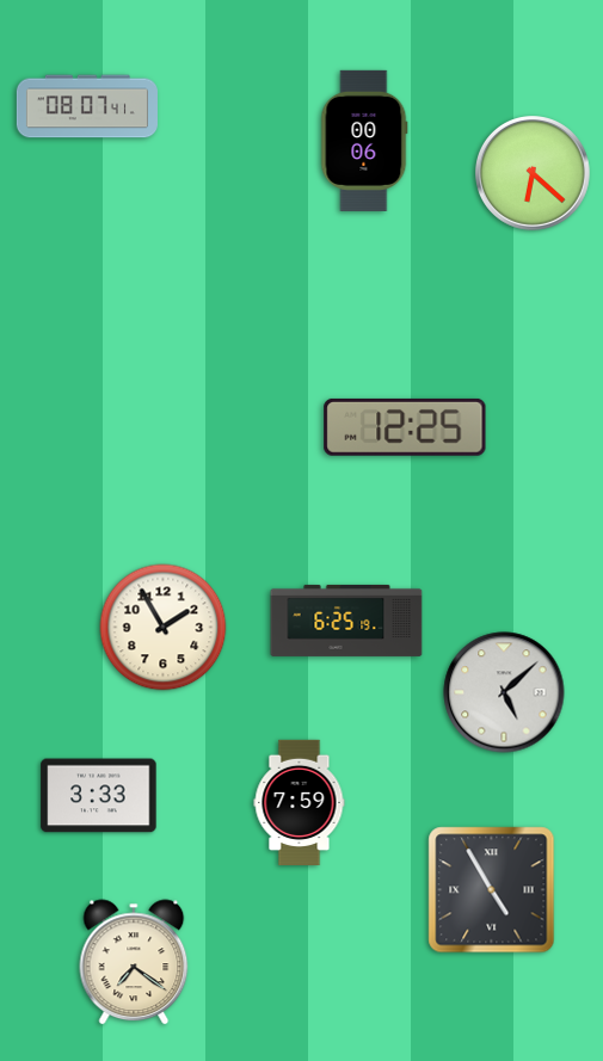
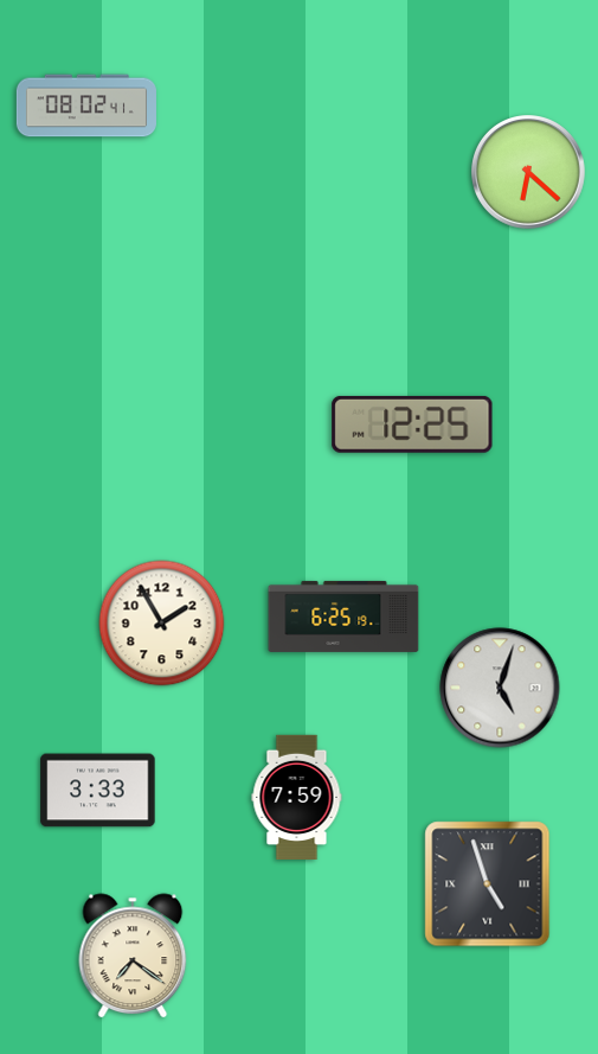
clock at (87, 106): 08:07 -> 08:02
clock at (364, 141): 00:06 -> none
clock at (405, 427) position: (405, 427) -> (412, 424)
clock at (504, 692): 5:08 -> 5:03
clock at (492, 890): 4:55 -> 4:57
